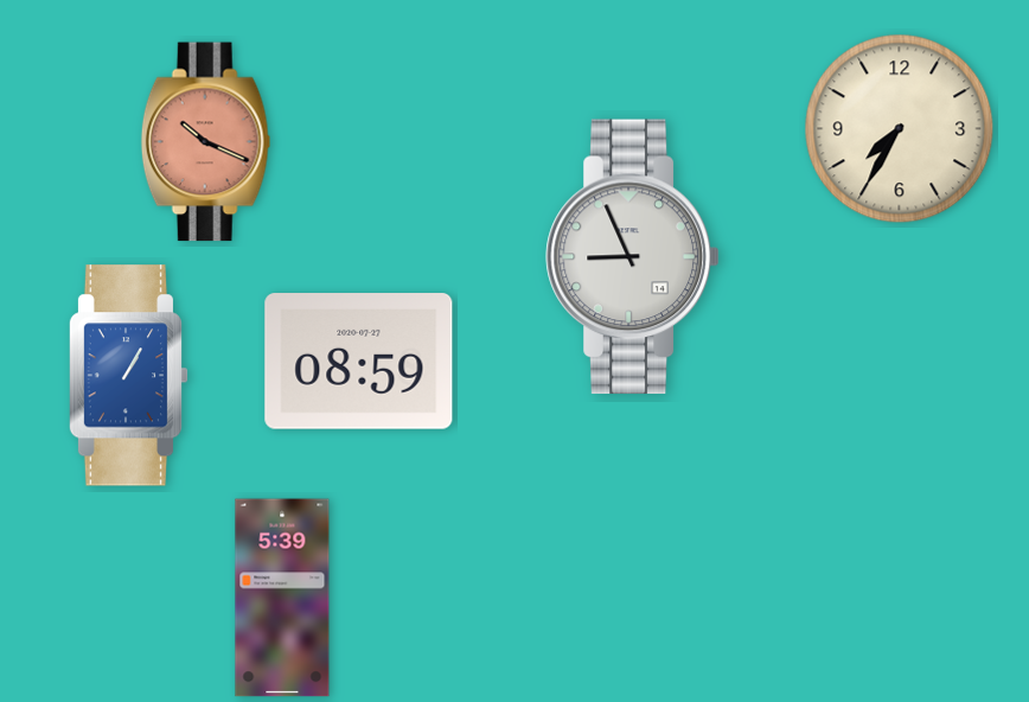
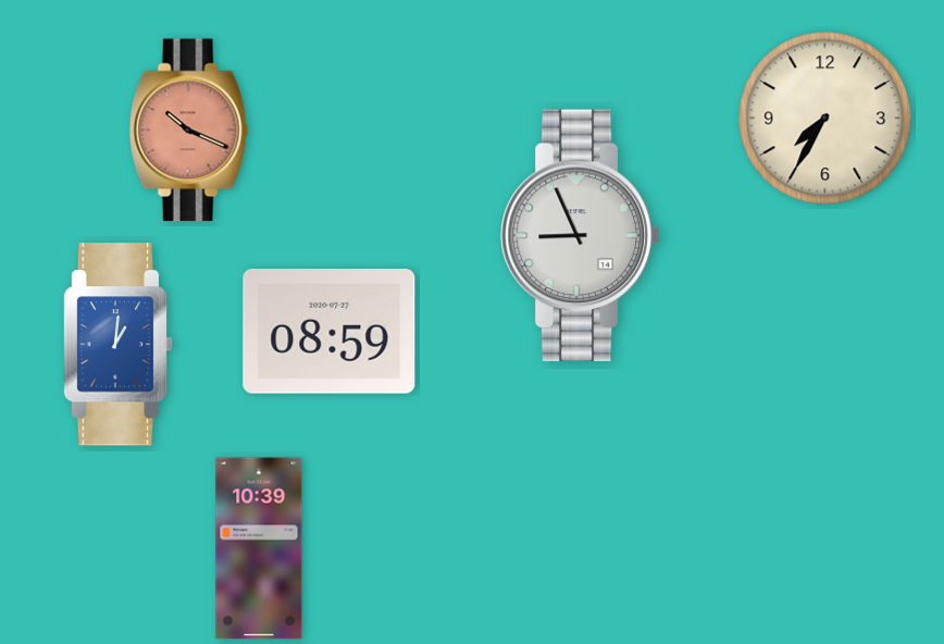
clock at (128, 376): 1:05 -> 1:01
clock at (282, 598): 5:39 -> 10:39
